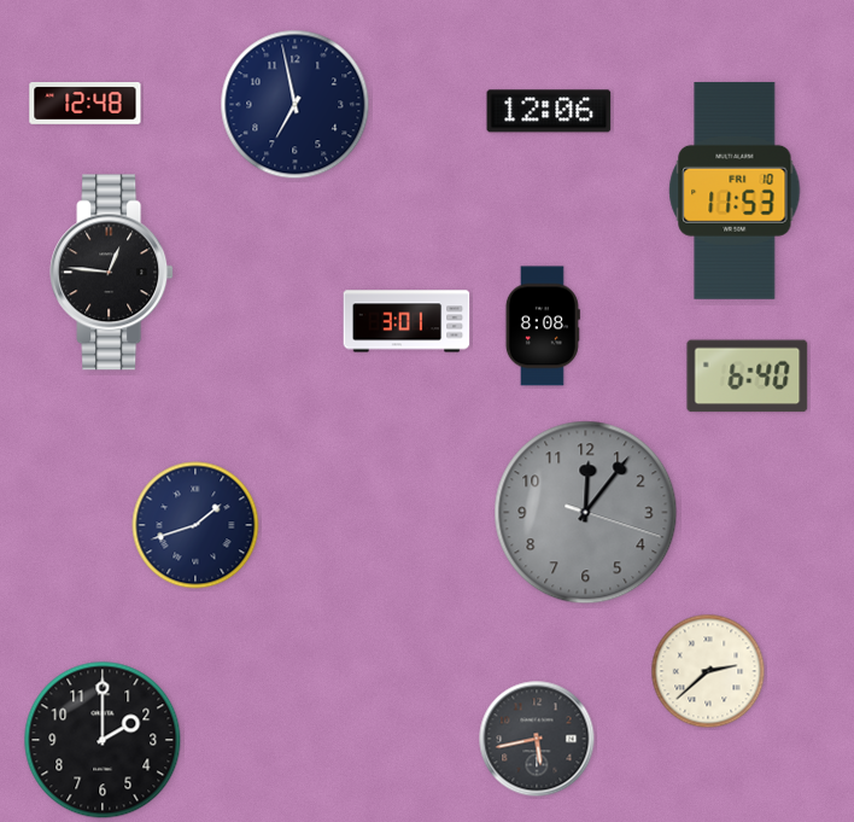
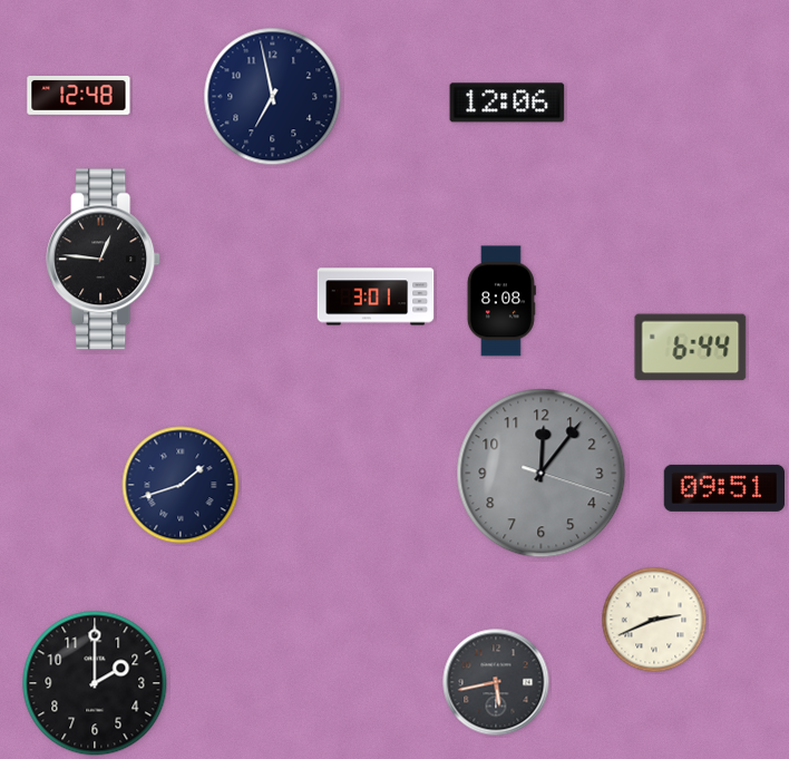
clock at (735, 191): 11:53 -> none
clock at (112, 273) position: (112, 273) -> (104, 260)
clock at (748, 377): 6:40 -> 6:44
clock at (723, 488): none -> 09:51
clock at (708, 671): 2:38 -> 2:41
